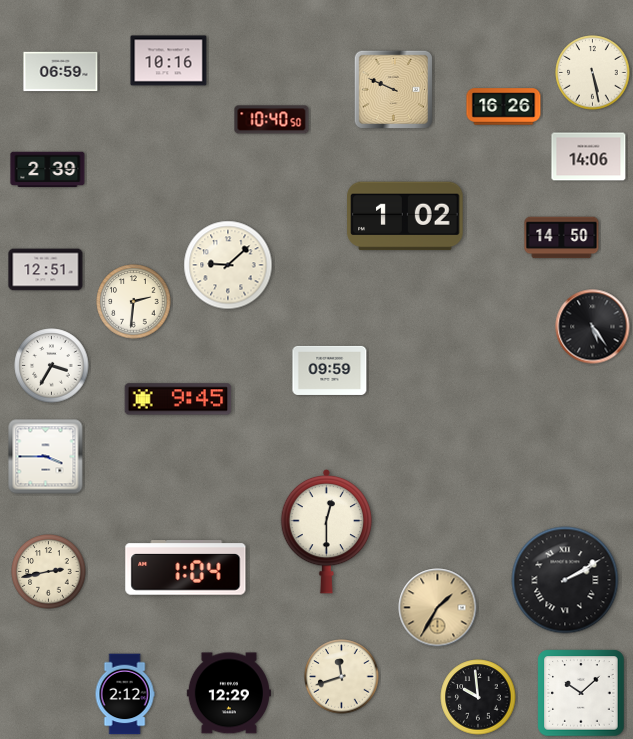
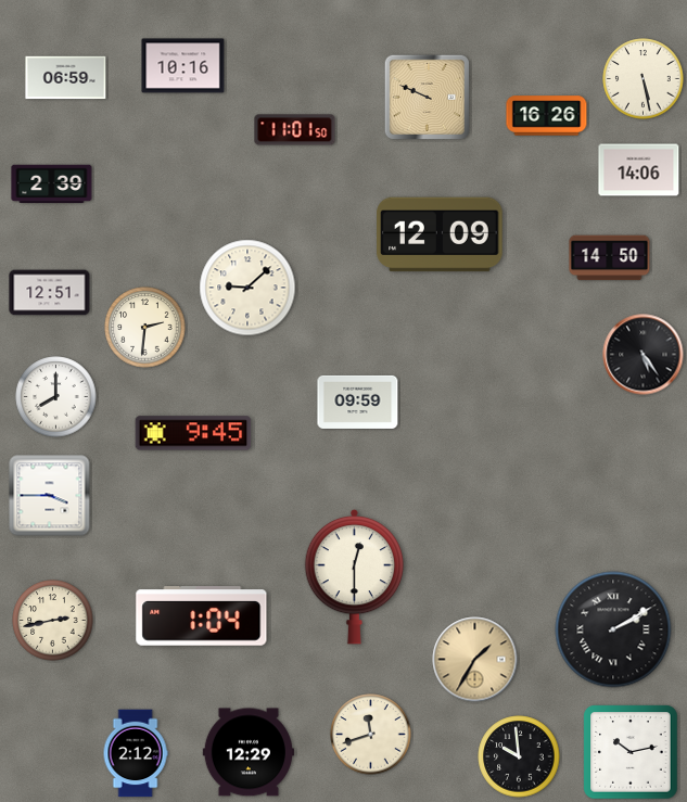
clock at (272, 120): 10:40 -> 11:01
clock at (405, 216): 1:02 -> 12:09
clock at (52, 366): 3:35 -> 8:00
clock at (581, 693): 10:08 -> 10:13
